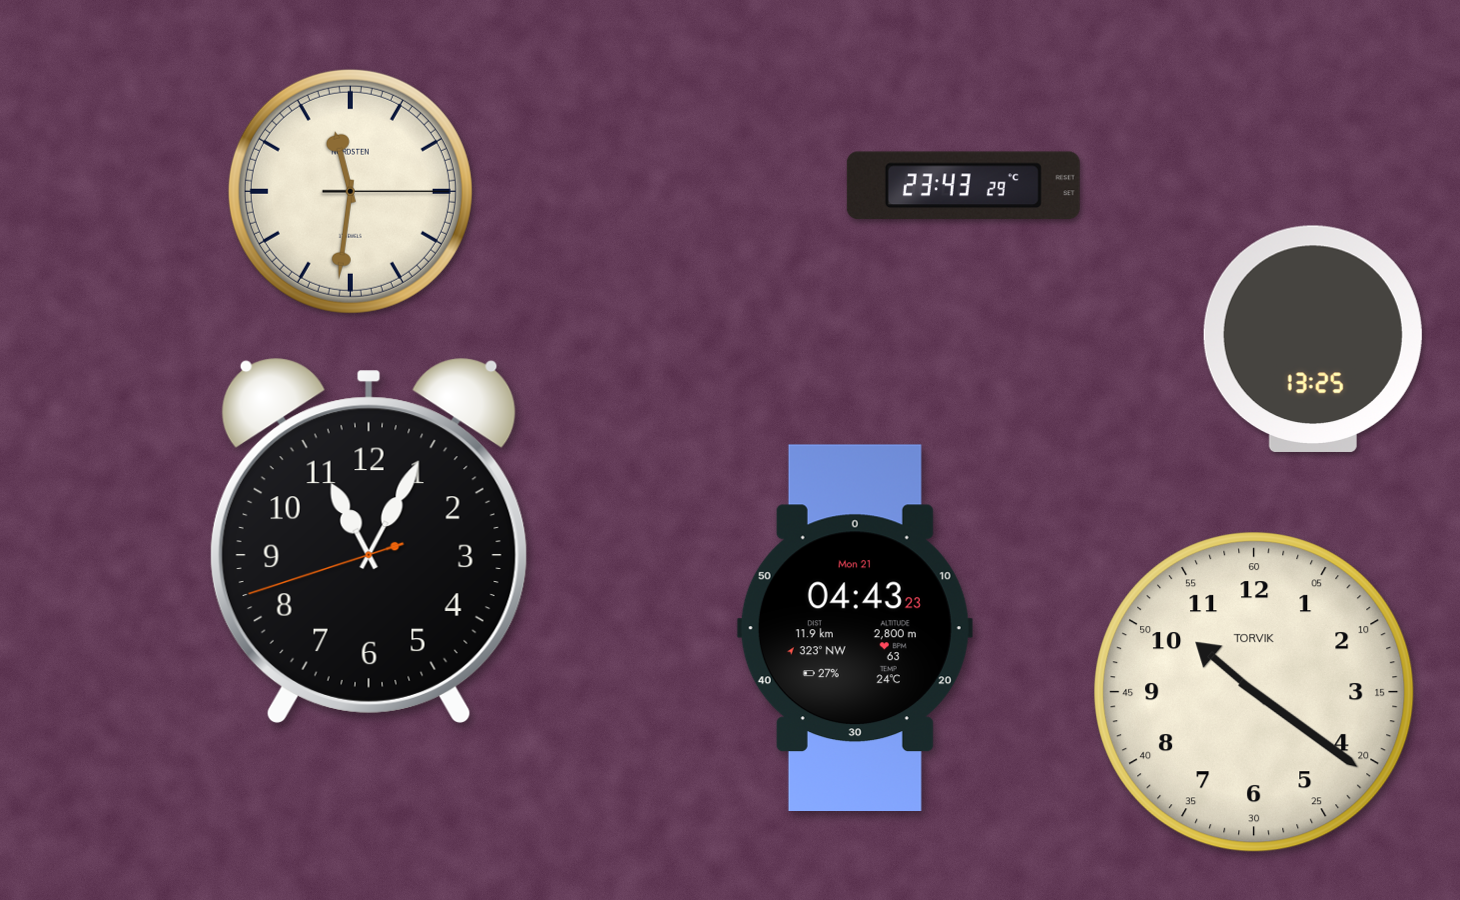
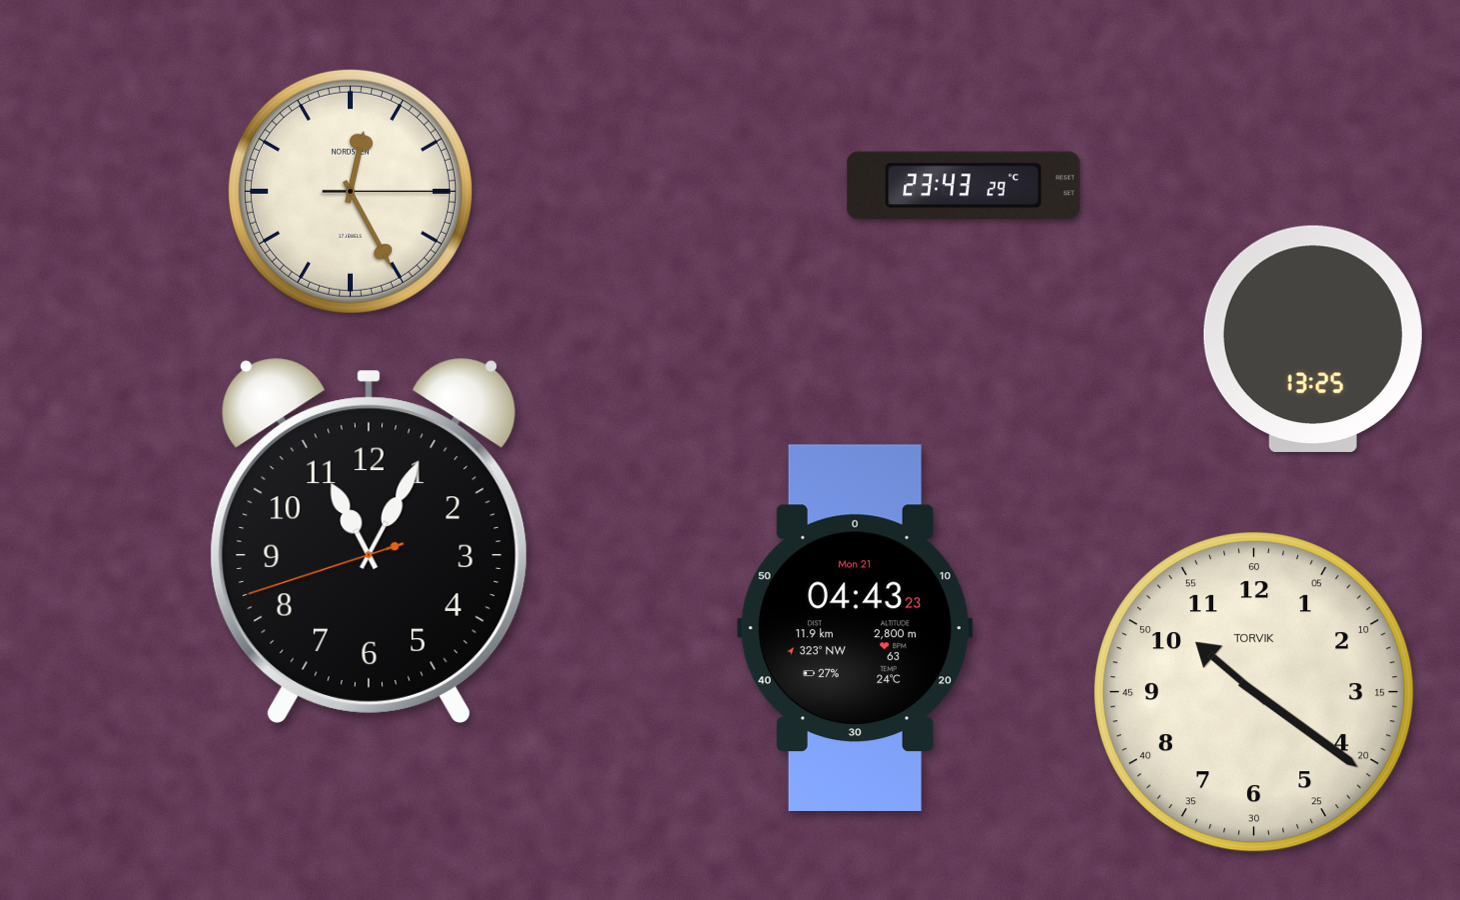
clock at (350, 191): 11:31 -> 12:25
